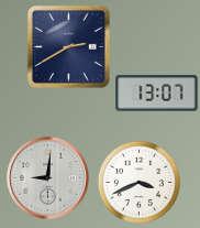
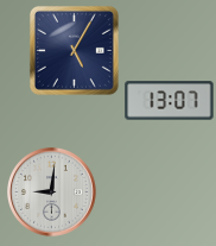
clock at (68, 46): 2:40 -> 5:05
clock at (138, 182): 3:41 -> none
